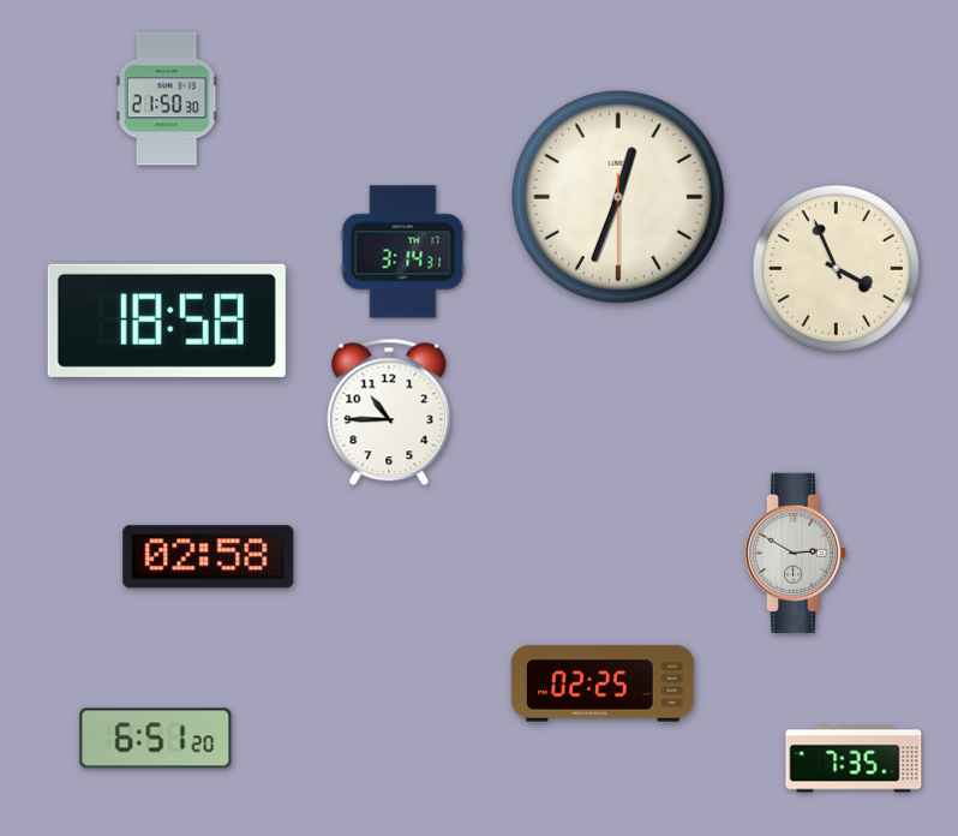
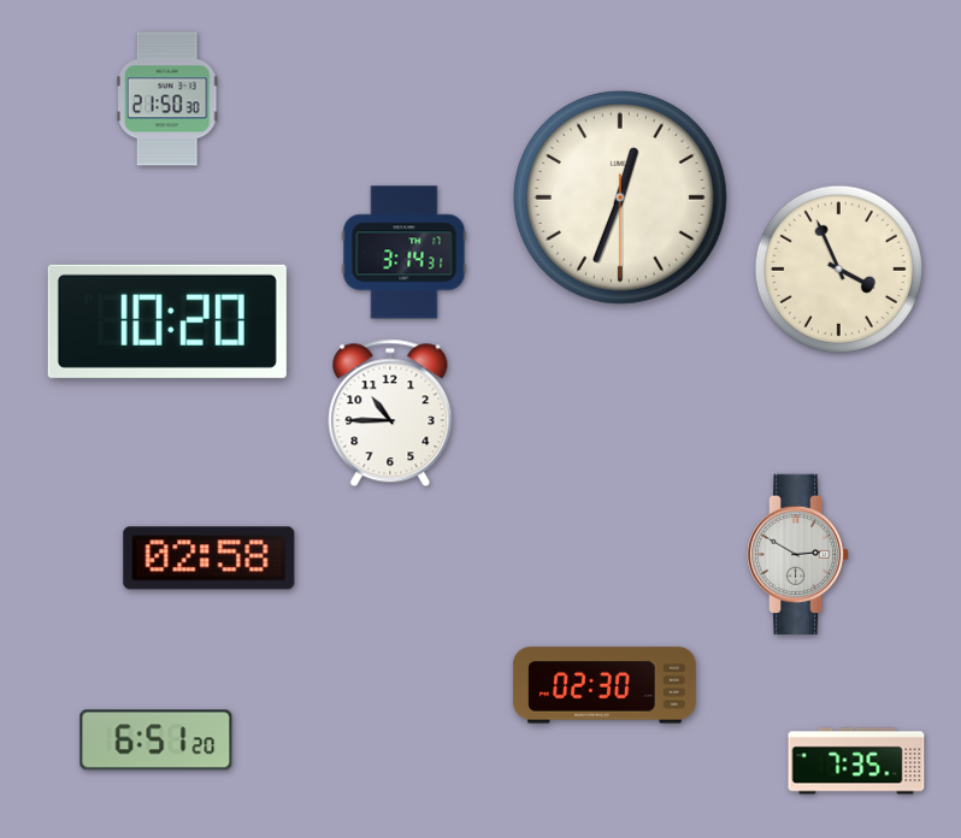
clock at (167, 321): 18:58 -> 10:20
clock at (603, 683): 02:25 -> 02:30
